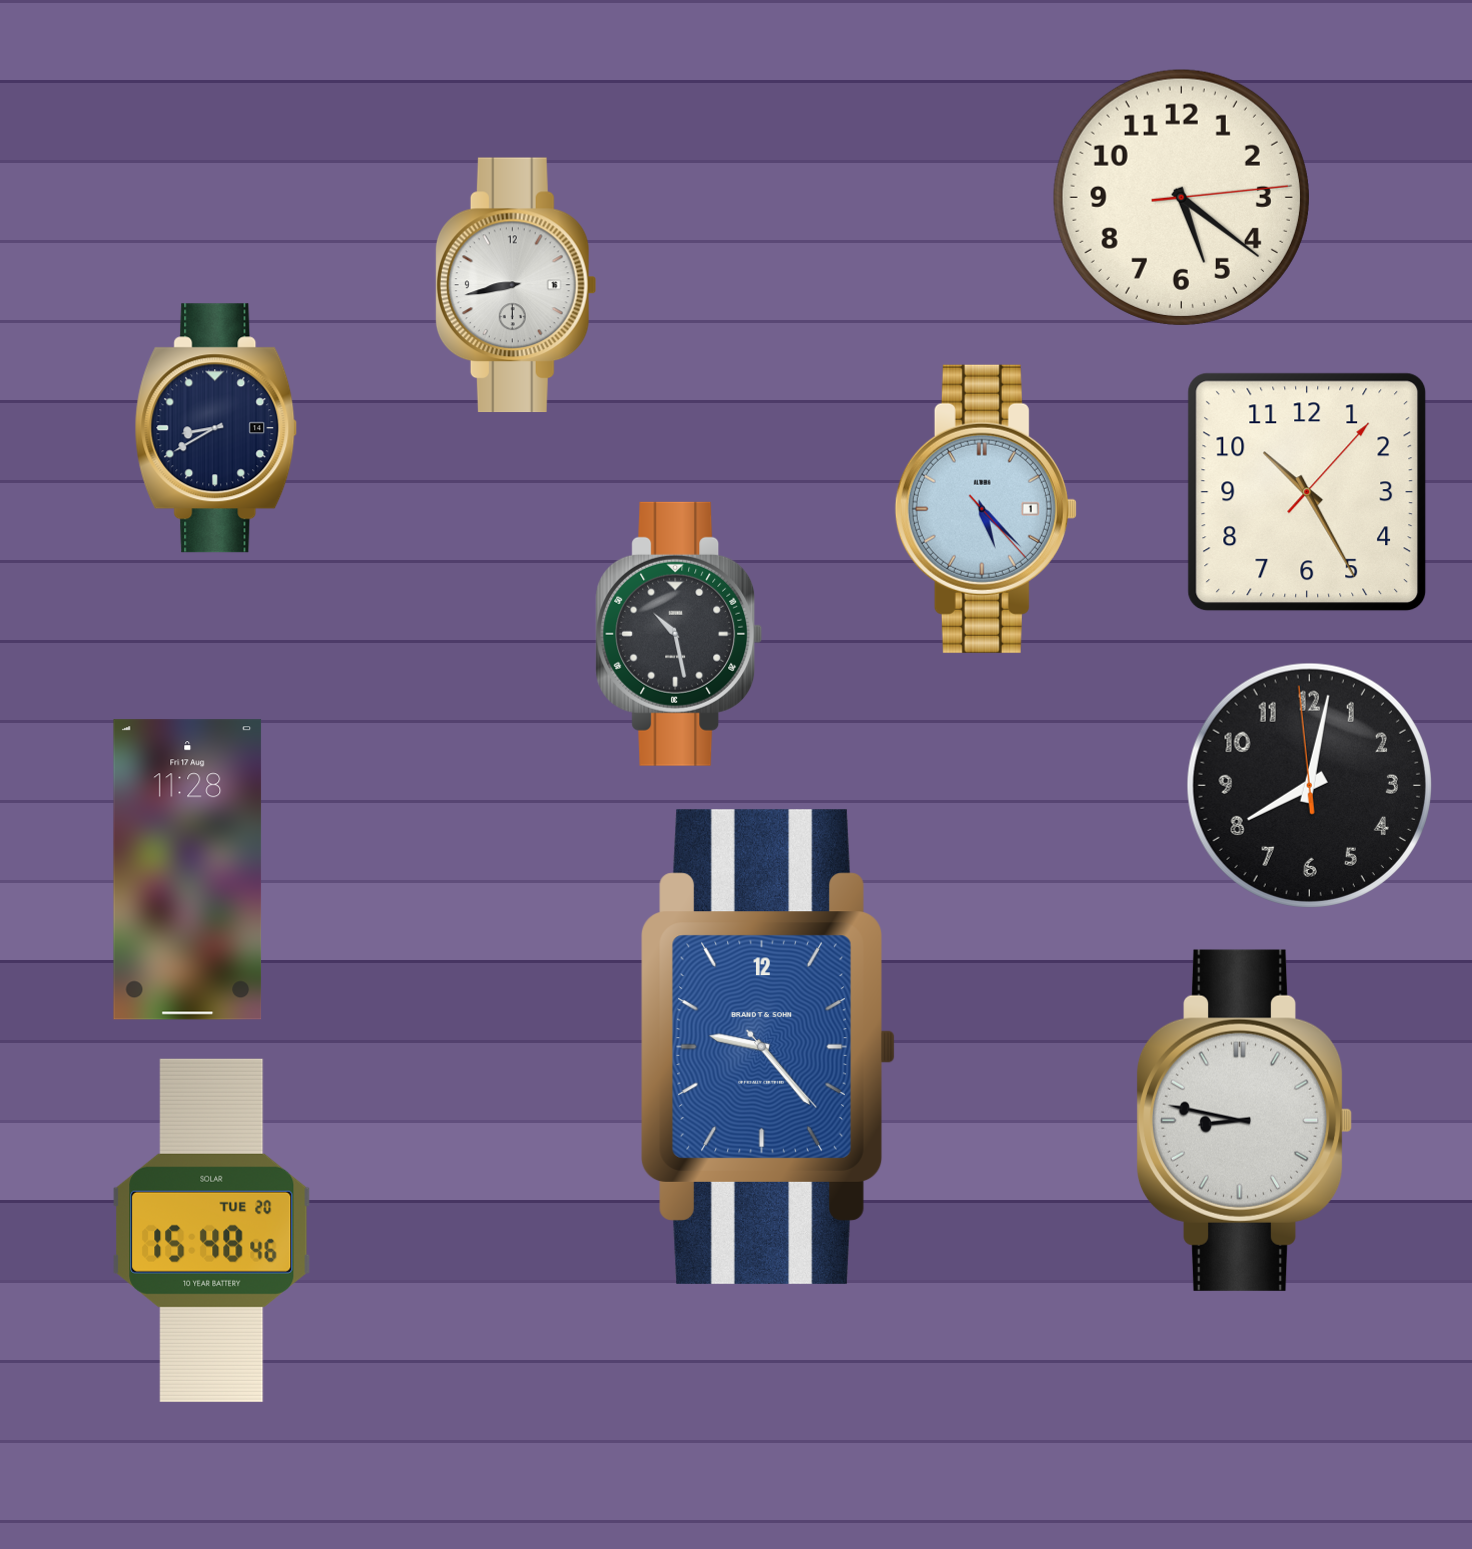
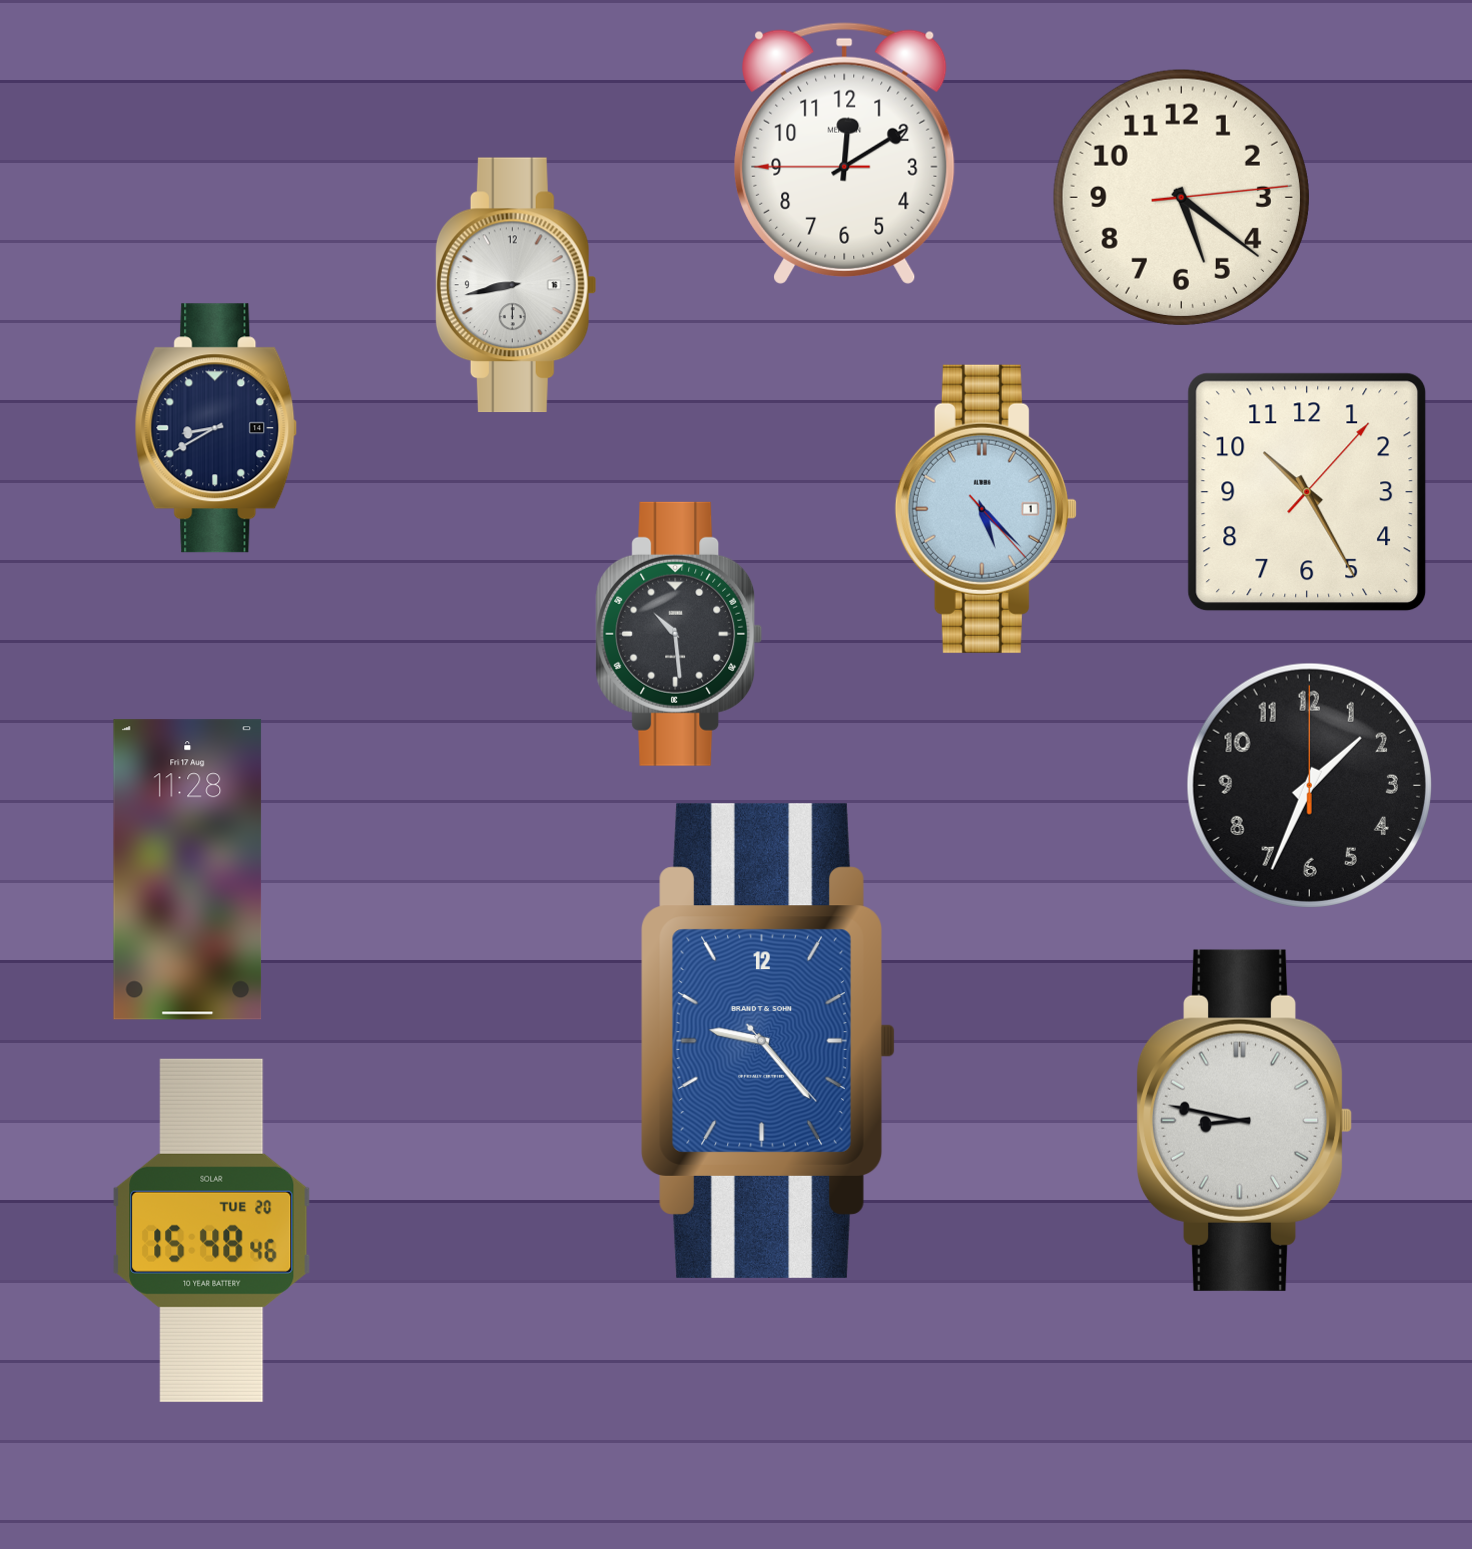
clock at (845, 153): none -> 12:09
clock at (679, 634): 10:28 -> 10:29
clock at (1309, 785): 8:01 -> 1:34
clock at (768, 1047) position: (768, 1047) -> (768, 1041)
